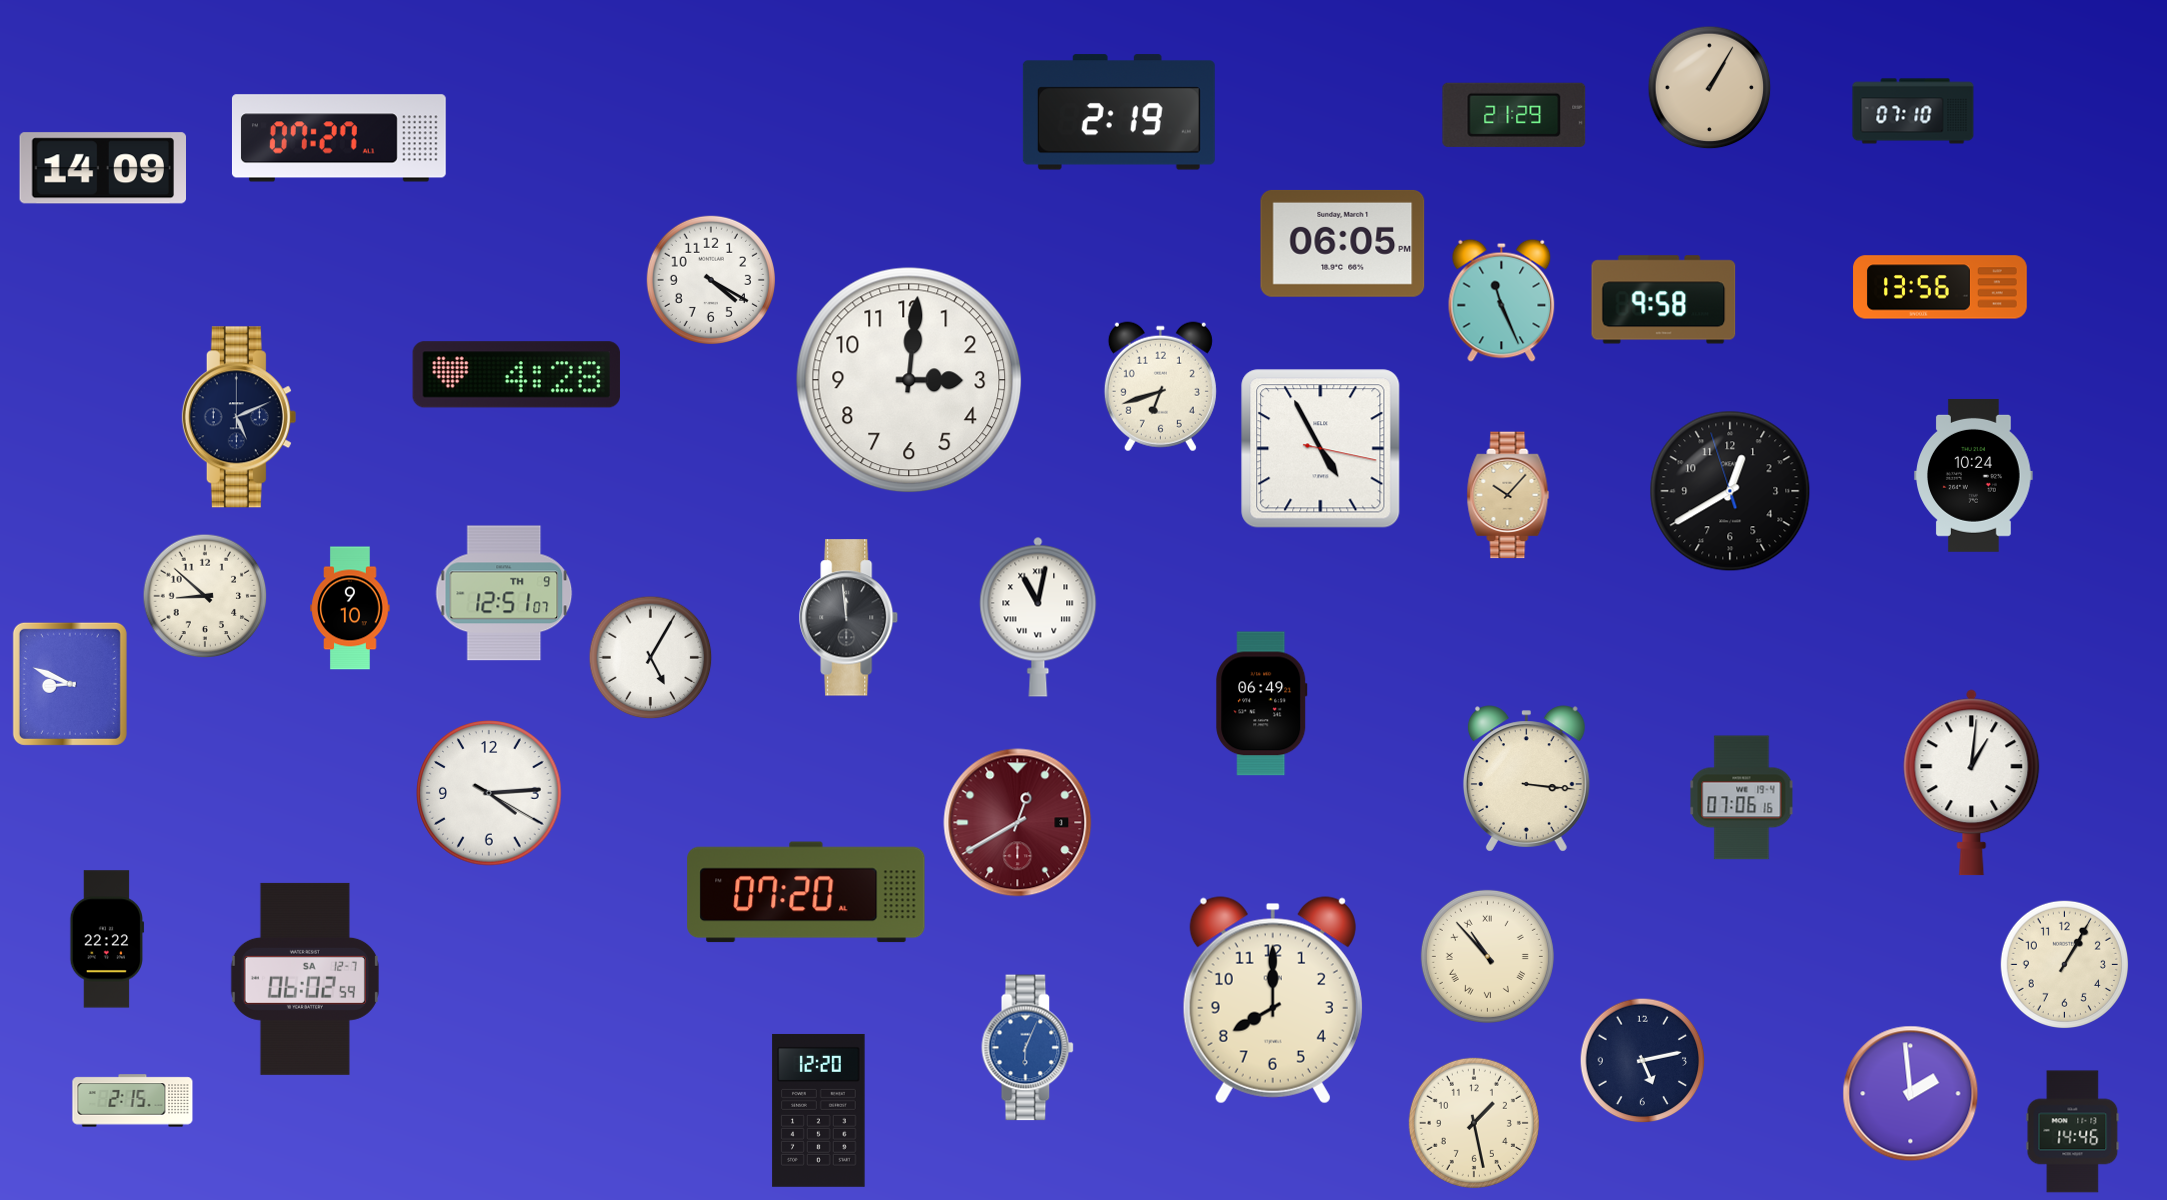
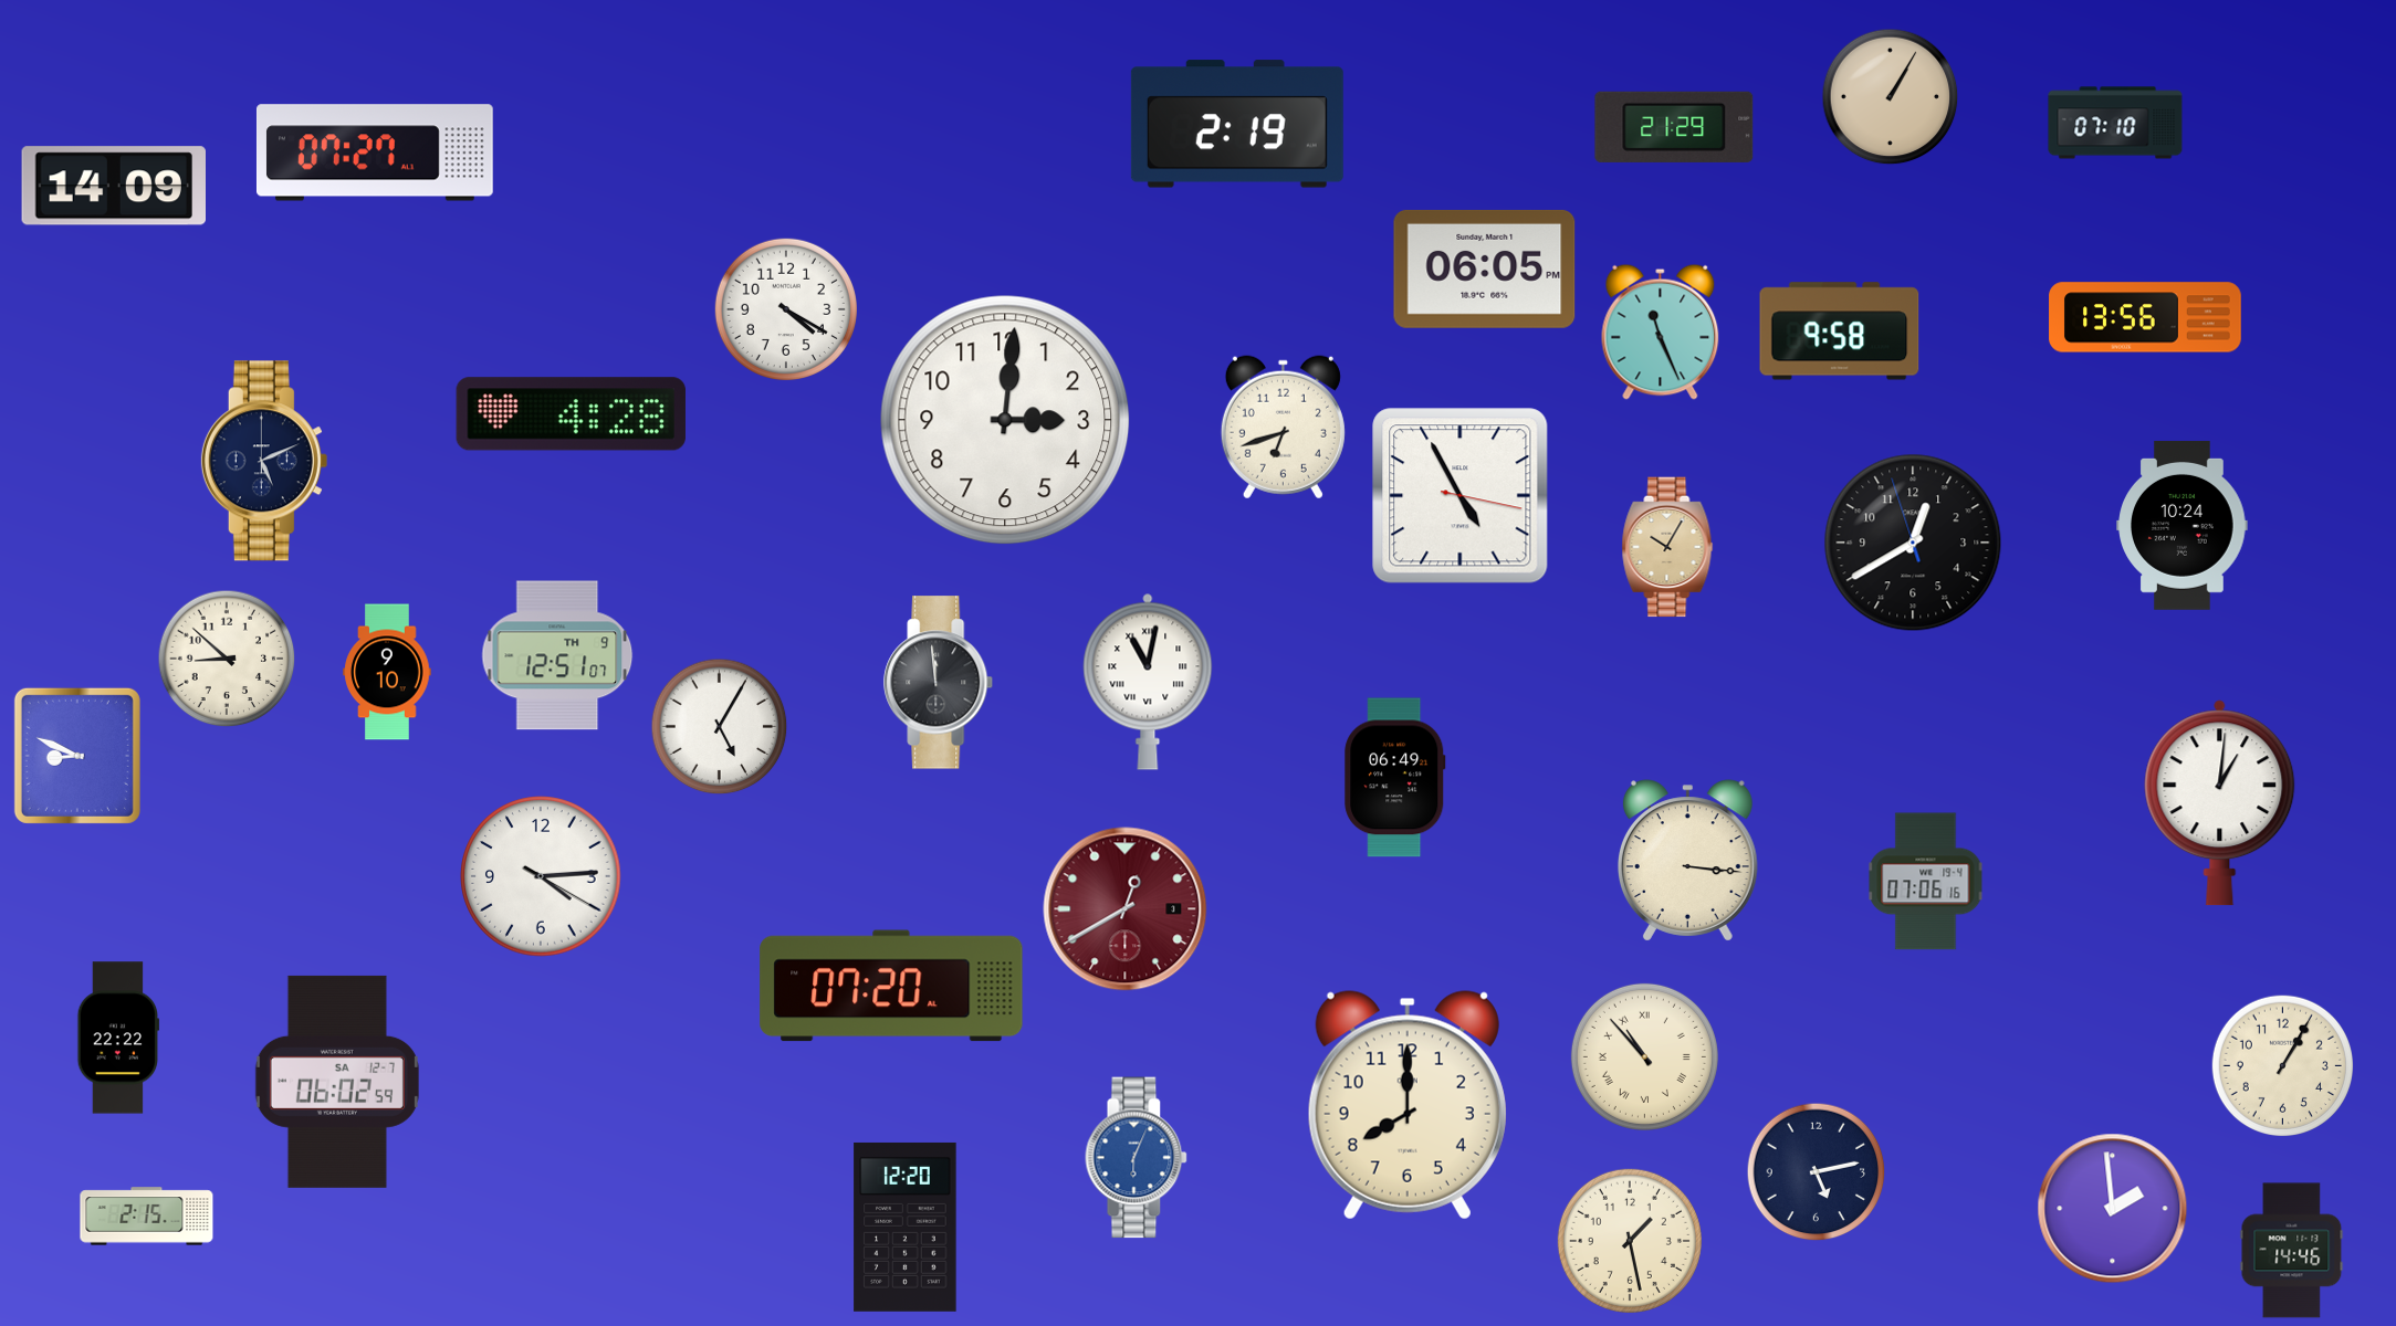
clock at (1508, 495): 10:07 -> 10:05
clock at (1972, 783) position: (1972, 783) -> (2220, 803)
